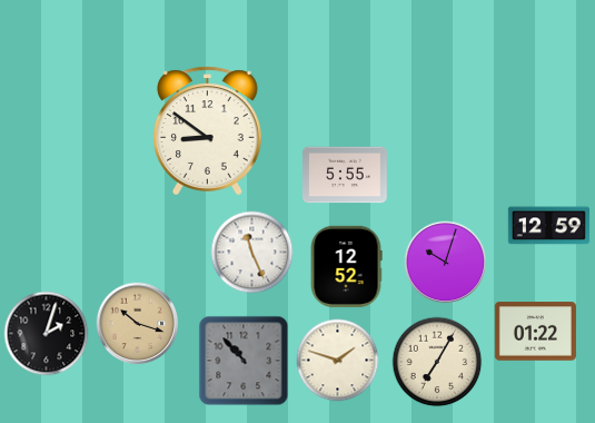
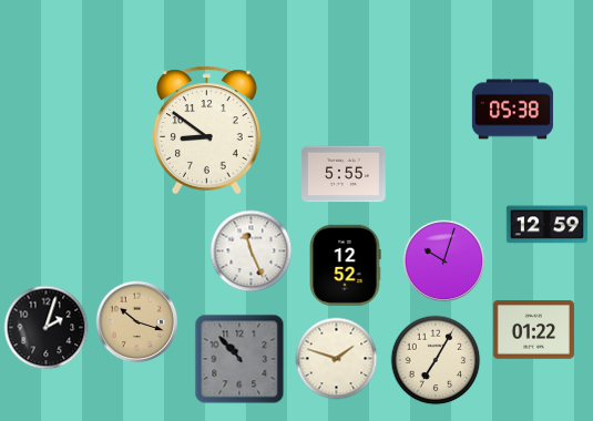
clock at (512, 110): none -> 05:38
clock at (47, 334) position: (47, 334) -> (47, 328)
clock at (244, 361) position: (244, 361) -> (239, 359)
